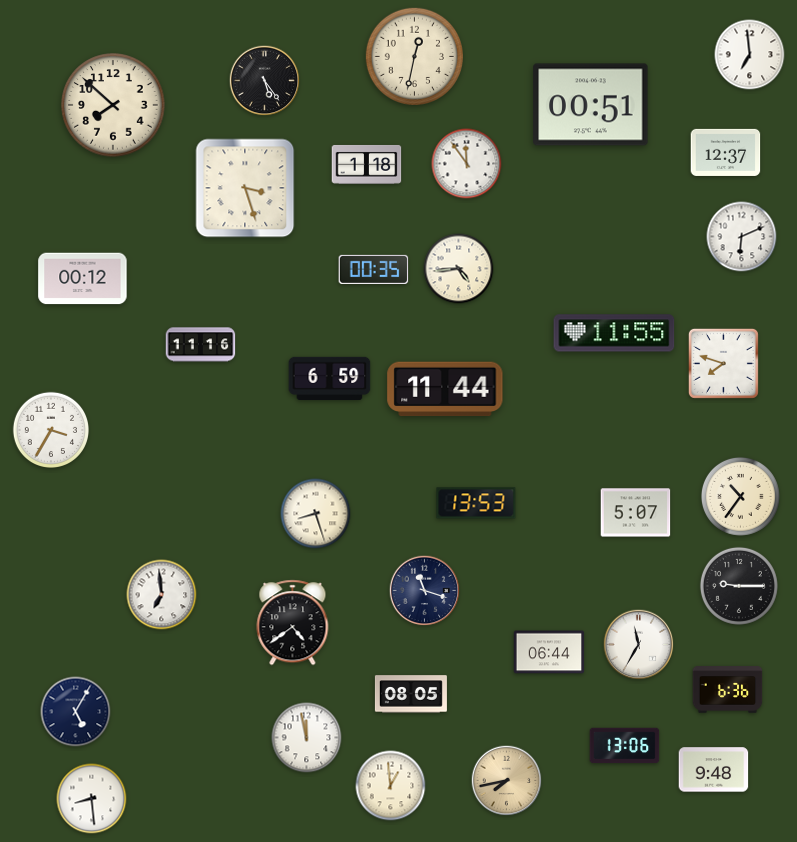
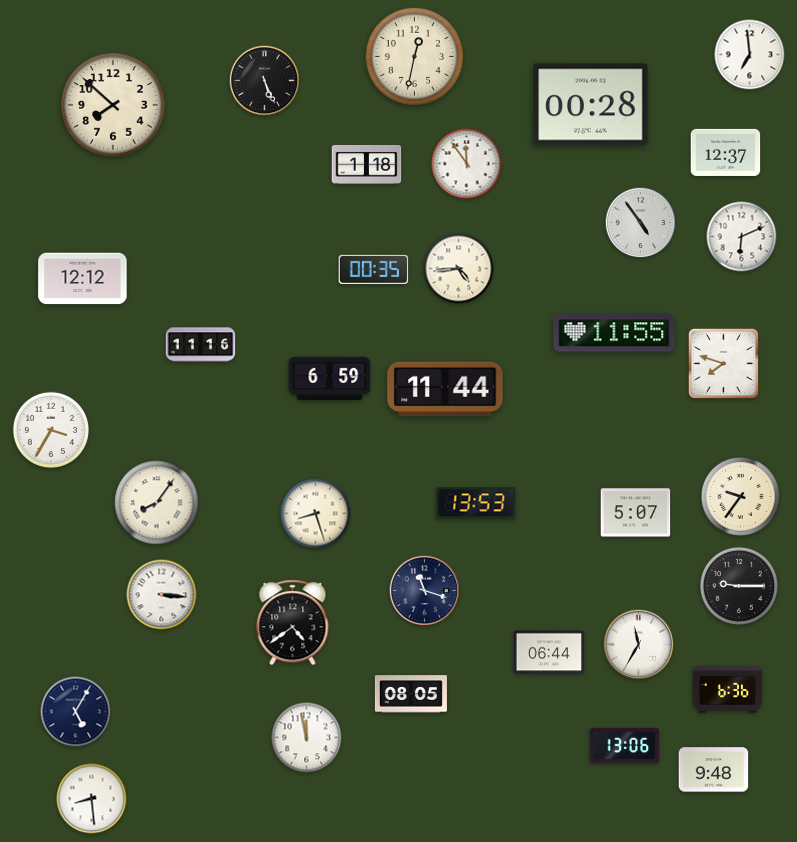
clock at (265, 81): 5:24 -> 5:26
clock at (591, 105): 00:51 -> 00:28
clock at (245, 188): 3:27 -> none
clock at (641, 223): none -> 4:54
clock at (83, 279): 00:12 -> 12:12
clock at (740, 496): 10:36 -> 9:36
clock at (157, 503): none -> 8:06
clock at (162, 595): 6:59 -> 3:16
clock at (507, 781): 7:43 -> none
clock at (391, 786): 12:59 -> none
